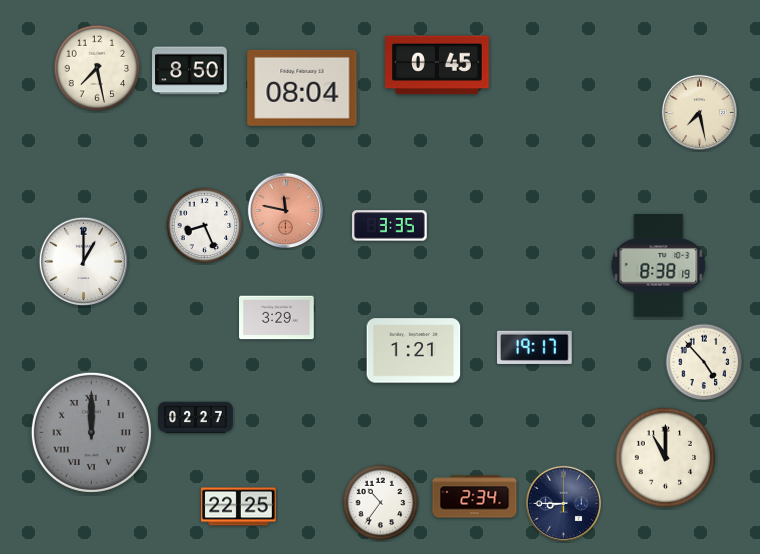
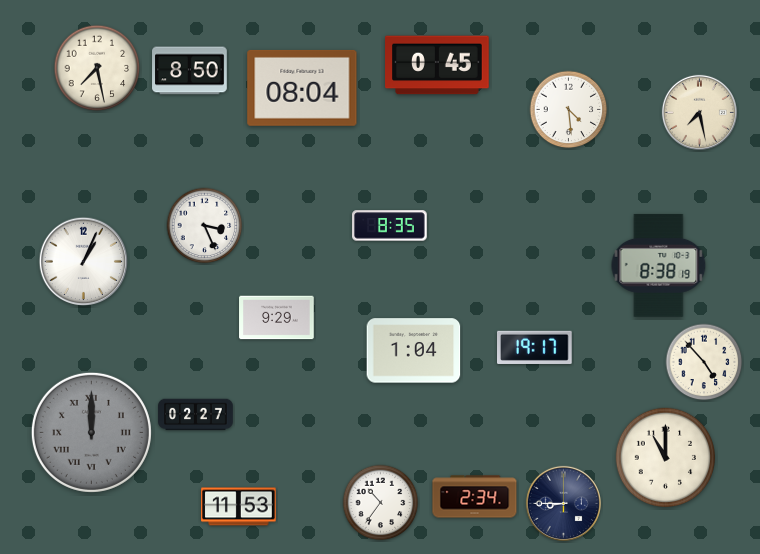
clock at (569, 110): none -> 4:29
clock at (285, 210): 11:47 -> none
clock at (205, 226): 8:26 -> 3:26
clock at (390, 226): 3:35 -> 8:35
clock at (84, 262): 1:00 -> 1:04
clock at (277, 318): 3:29 -> 9:29
clock at (414, 351): 1:21 -> 1:04
clock at (196, 418) position: (196, 418) -> (196, 415)
clock at (239, 507): 22:25 -> 11:53
